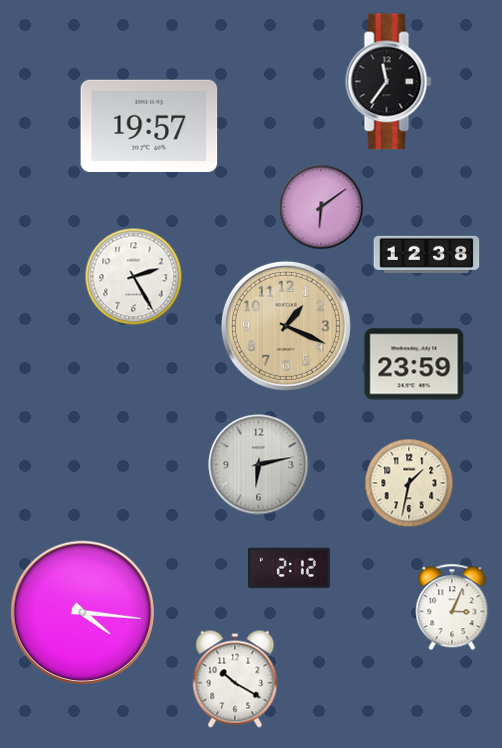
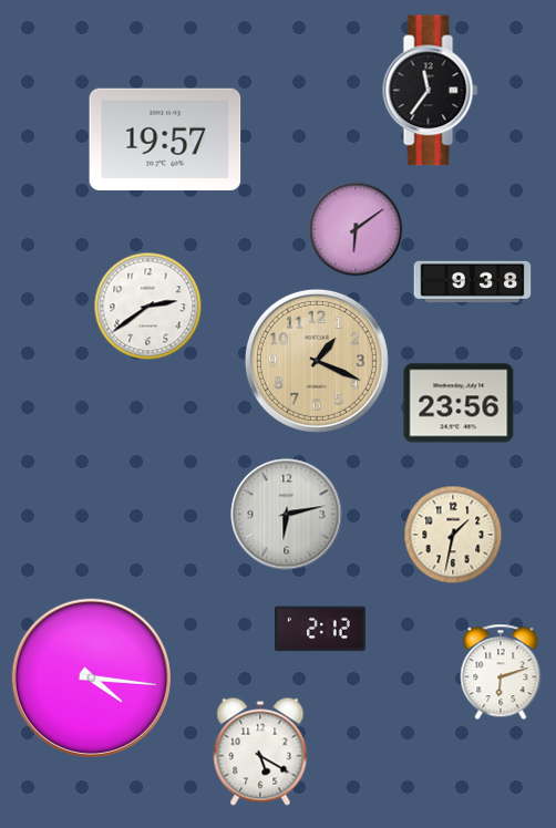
clock at (427, 254): 12:38 -> 9:38
clock at (134, 277): 2:25 -> 2:39
clock at (414, 364): 23:59 -> 23:56
clock at (452, 607): 3:04 -> 6:12
clock at (235, 679): 10:20 -> 5:20
